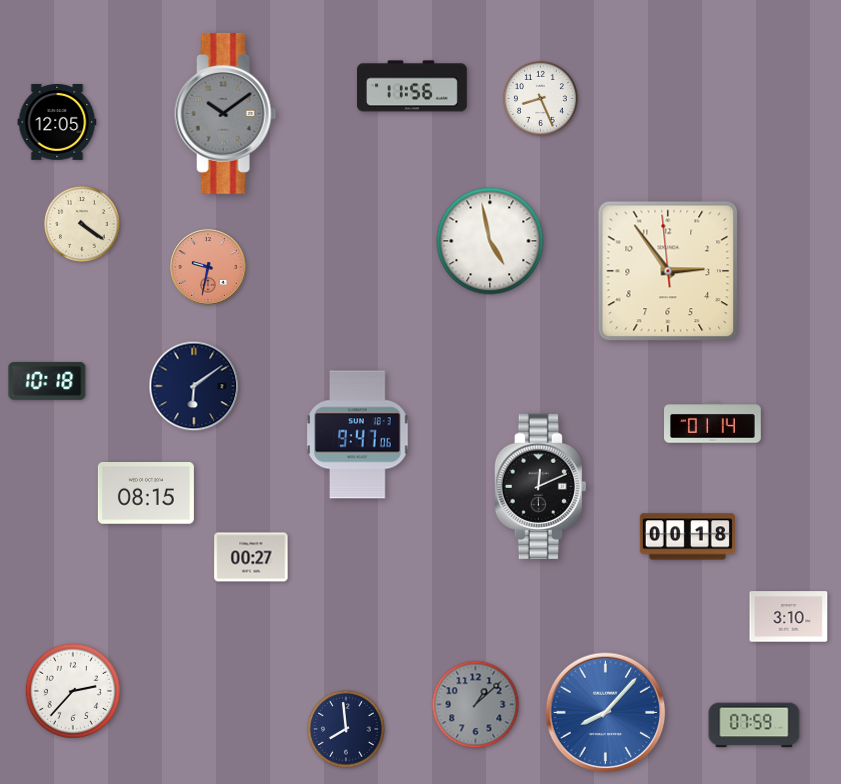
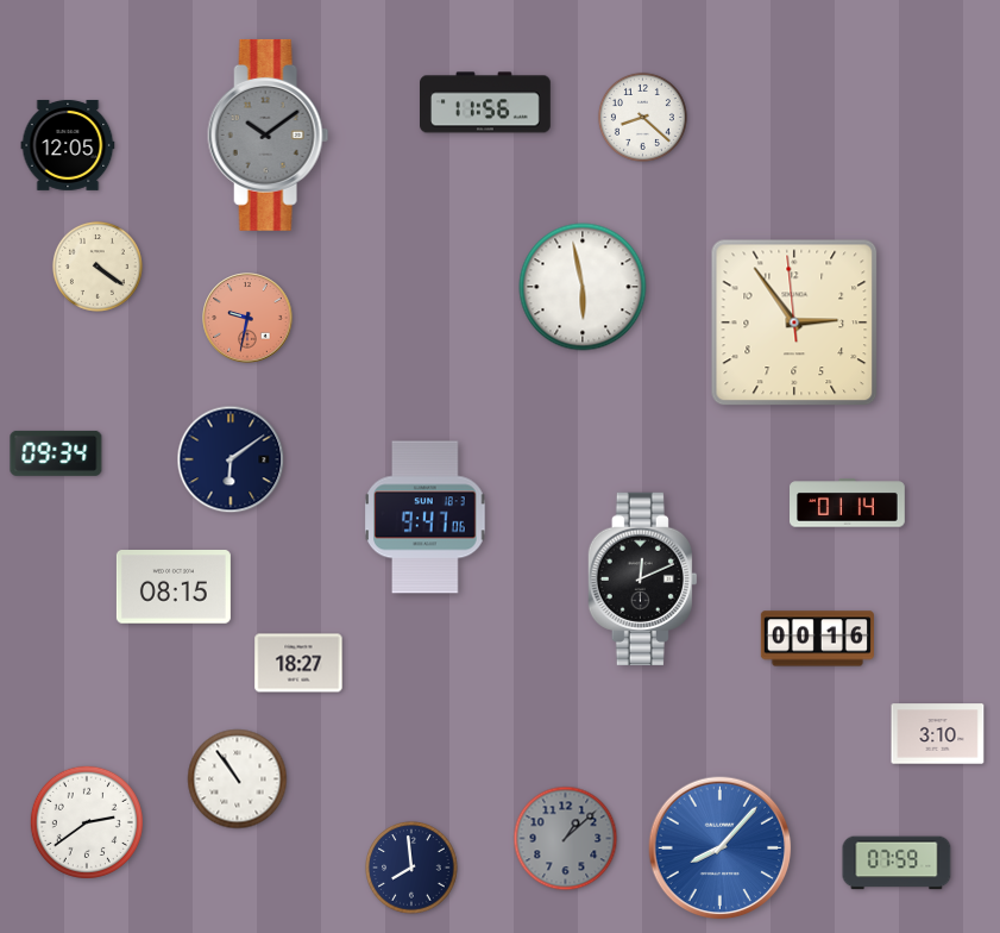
clock at (413, 86) position: (413, 86) -> (486, 102)
clock at (540, 98): 8:26 -> 8:22
clock at (490, 241): 4:58 -> 5:58
clock at (47, 381): 10:18 -> 09:34
clock at (687, 537): 00:18 -> 00:16
clock at (251, 557): 00:27 -> 18:27
clock at (238, 779): none -> 10:54
clock at (73, 691): 2:37 -> 2:39
